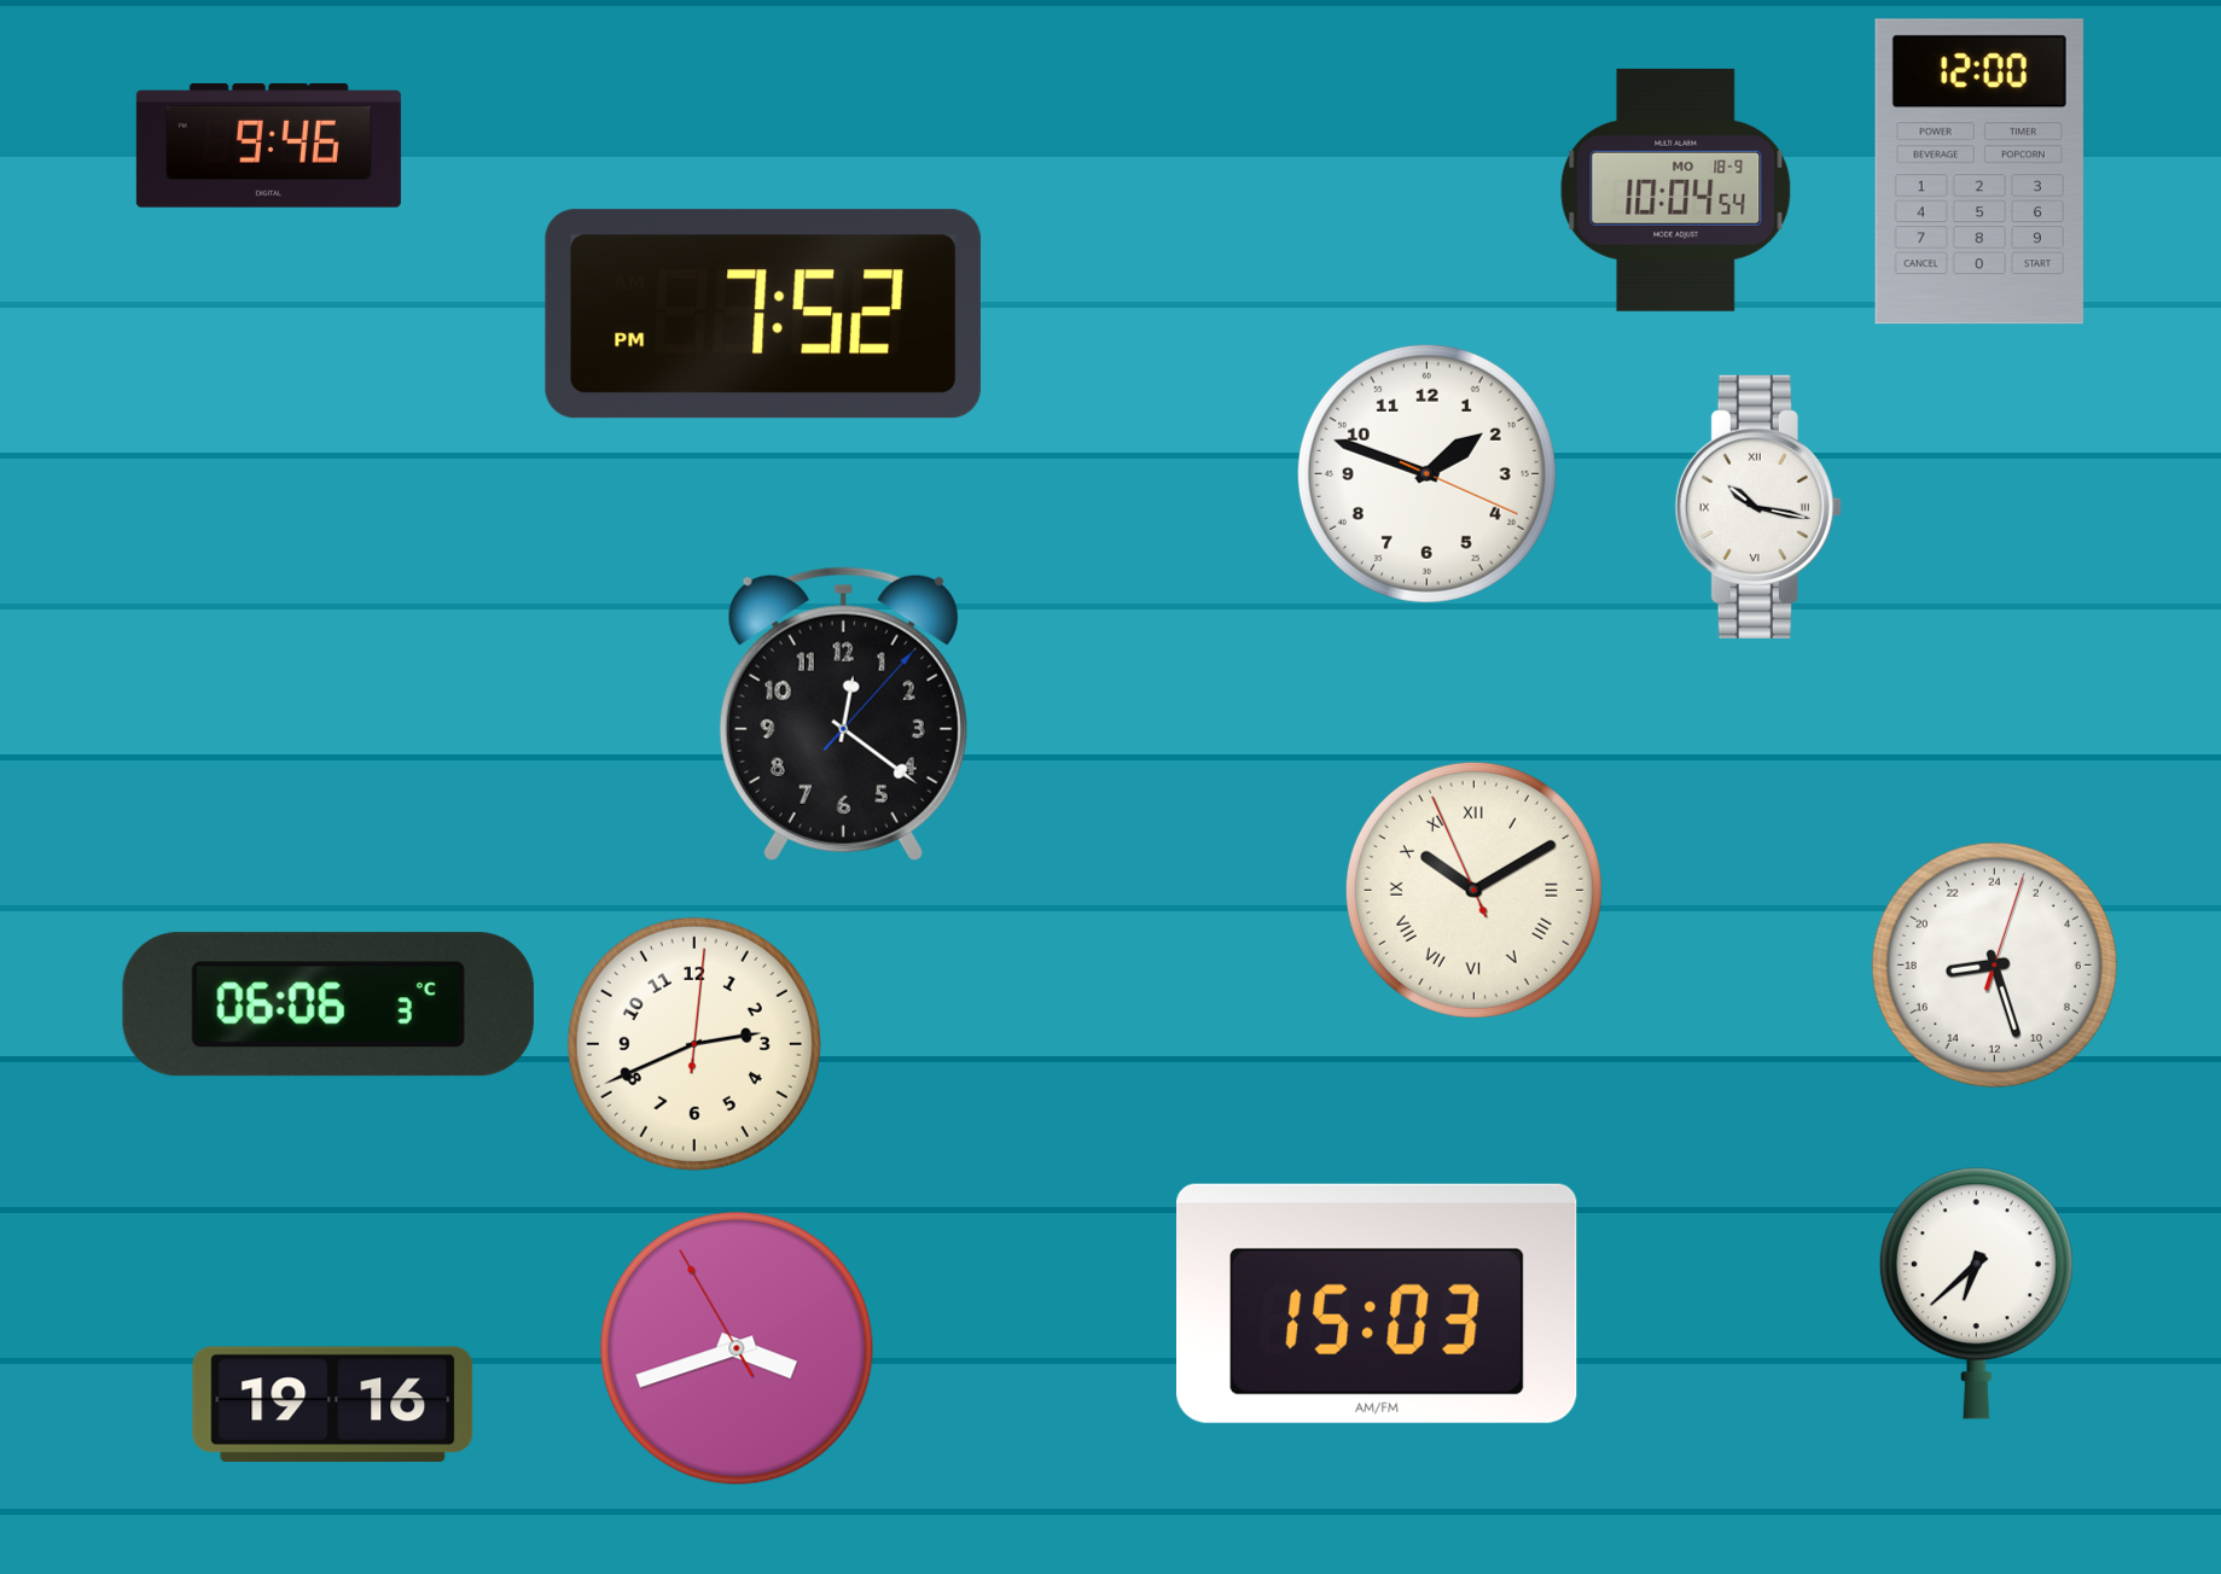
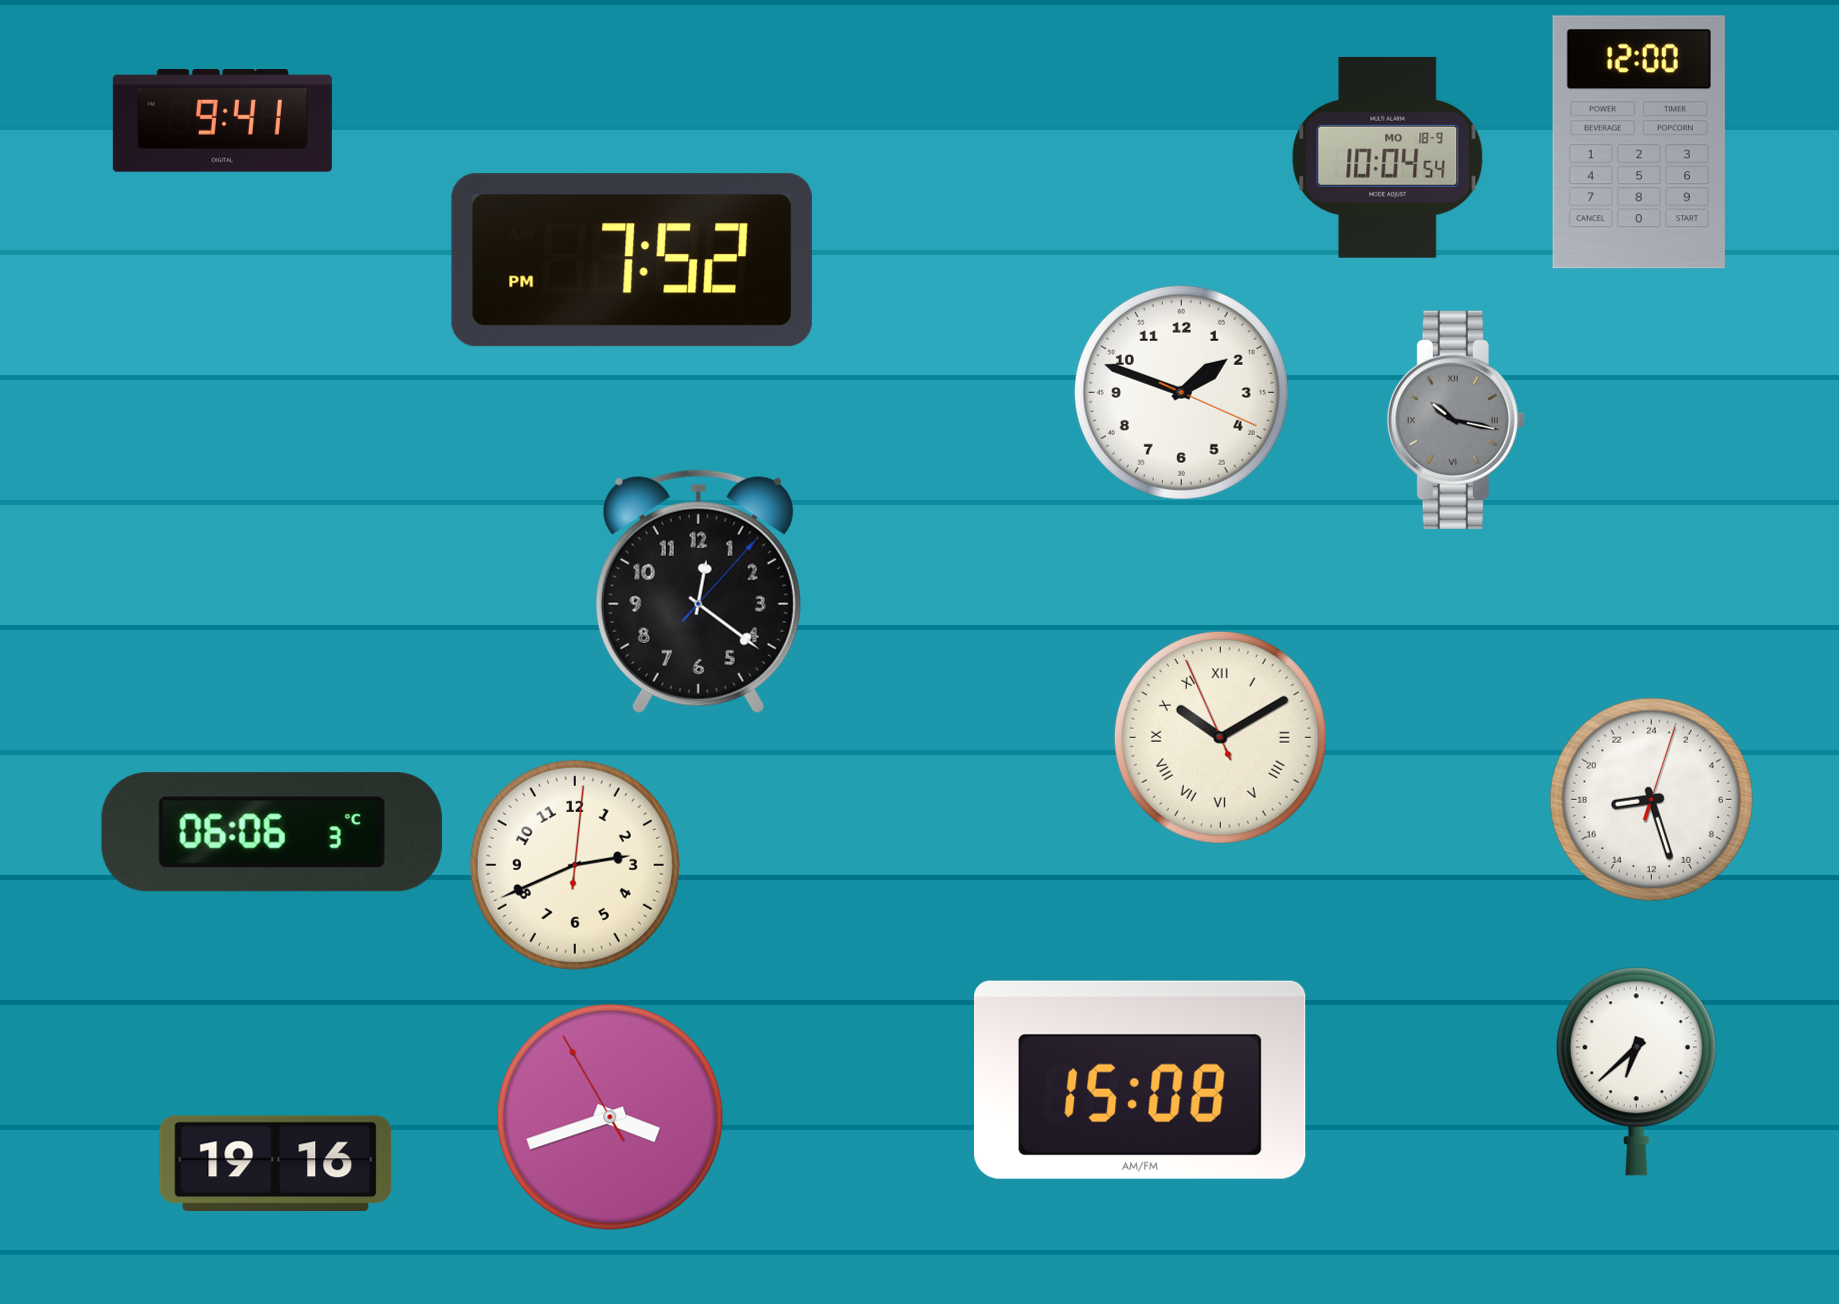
clock at (268, 146): 9:46 -> 9:41
clock at (1758, 507) dial: white -> grey
clock at (1378, 1304): 15:03 -> 15:08
